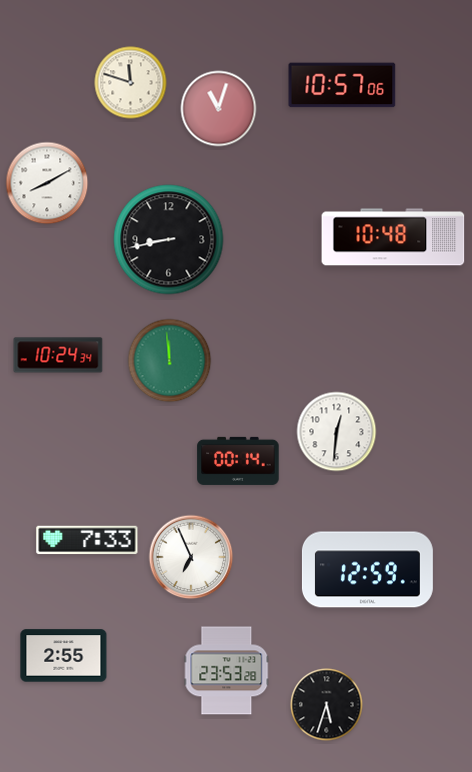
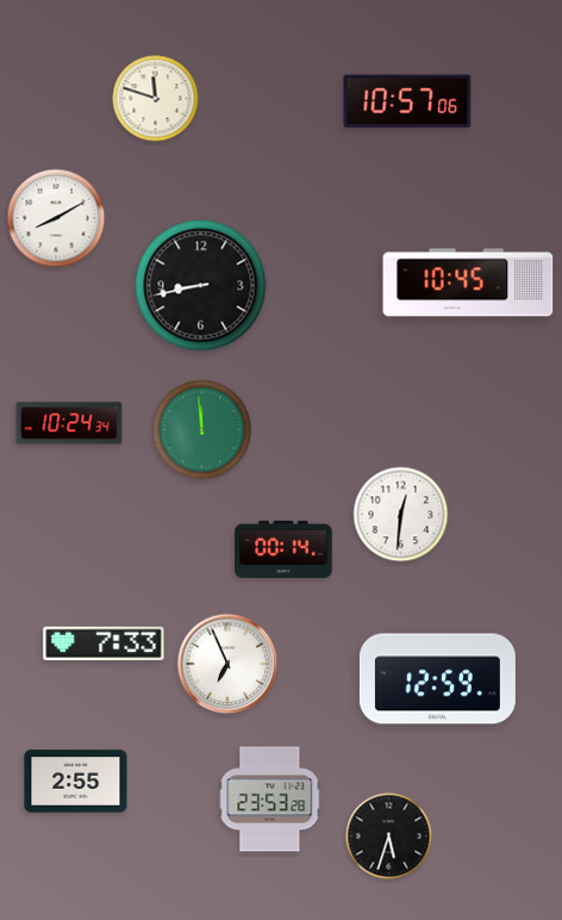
clock at (219, 109): 11:03 -> none
clock at (393, 237): 10:48 -> 10:45
clock at (327, 705) position: (327, 705) -> (389, 837)
